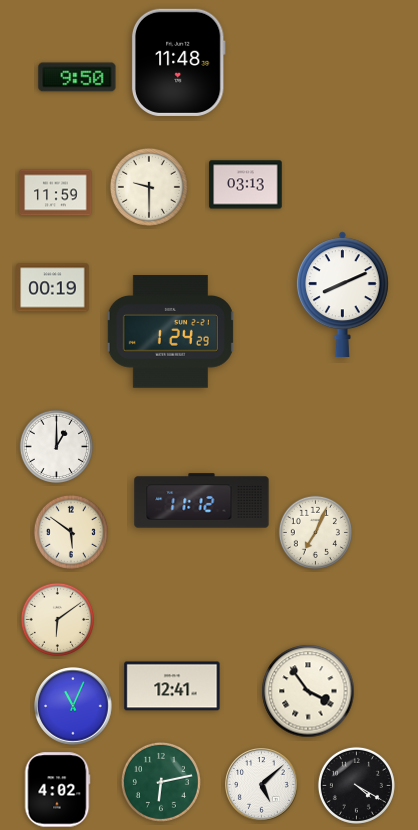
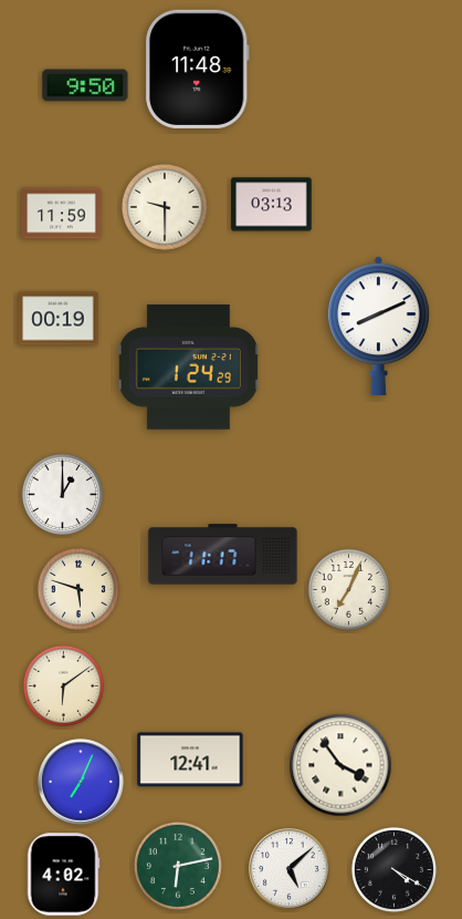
clock at (202, 501): 11:12 -> 11:17
clock at (70, 531): 5:51 -> 5:48
clock at (73, 706): 11:04 -> 7:04
